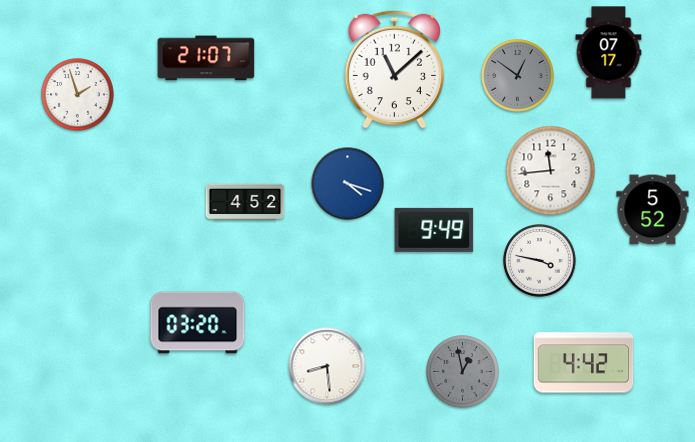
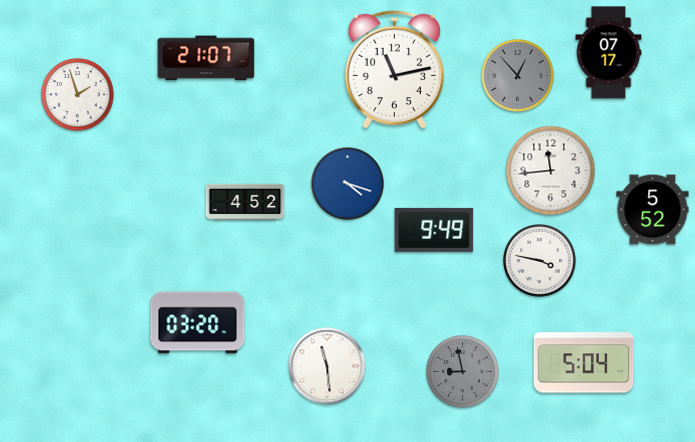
clock at (394, 69): 11:08 -> 11:13
clock at (518, 76): 12:51 -> 12:53
clock at (584, 363): 4:42 -> 5:04
clock at (327, 366): 8:29 -> 11:29
clock at (463, 372): 12:58 -> 8:58
